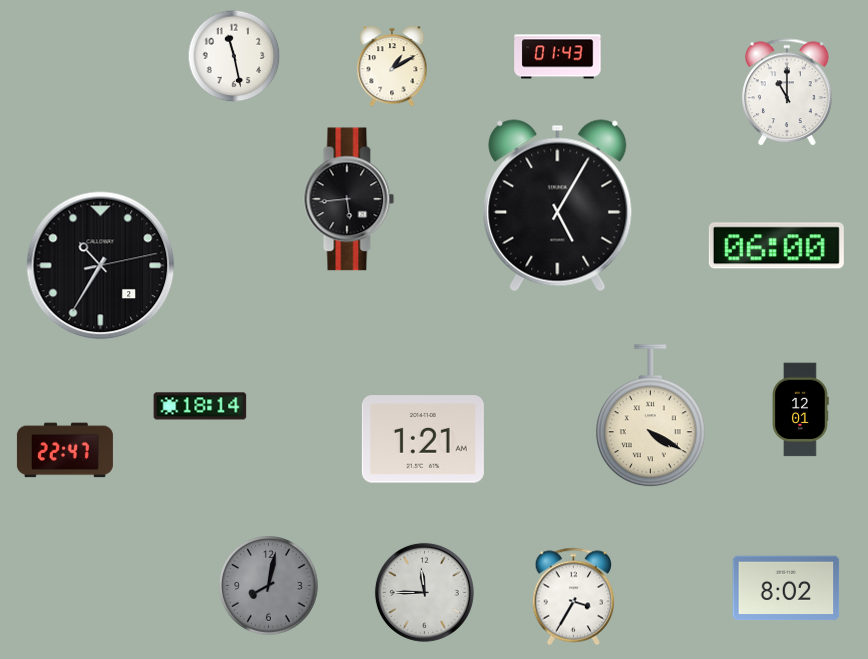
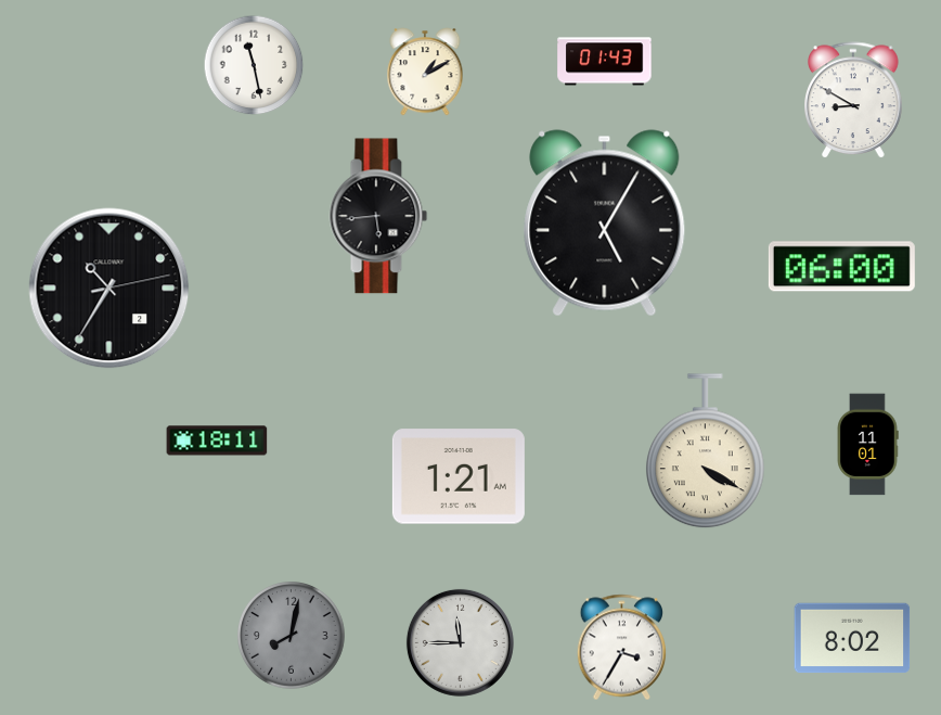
clock at (234, 56) position: (234, 56) -> (254, 65)
clock at (787, 92): 11:00 -> 8:50
clock at (200, 406): 18:14 -> 18:11
clock at (800, 410): 12:01 -> 11:01
clock at (65, 450): 22:47 -> none
